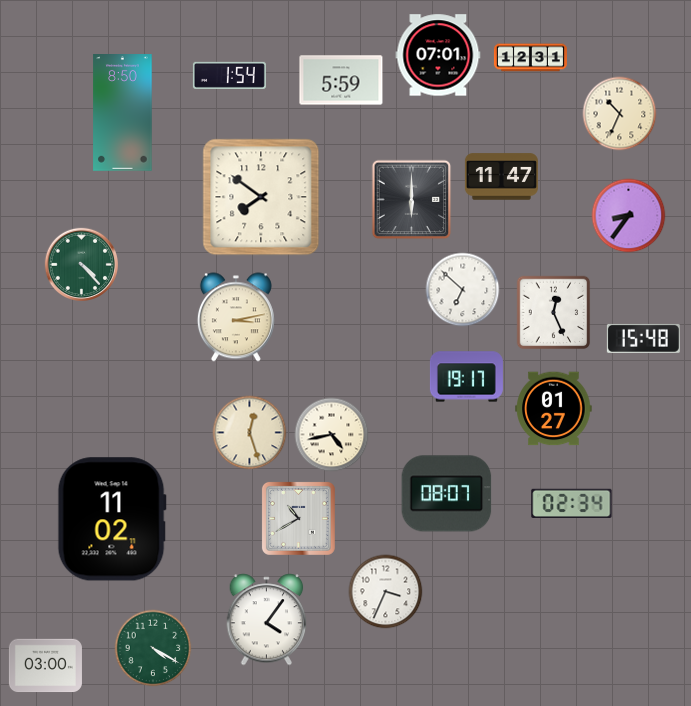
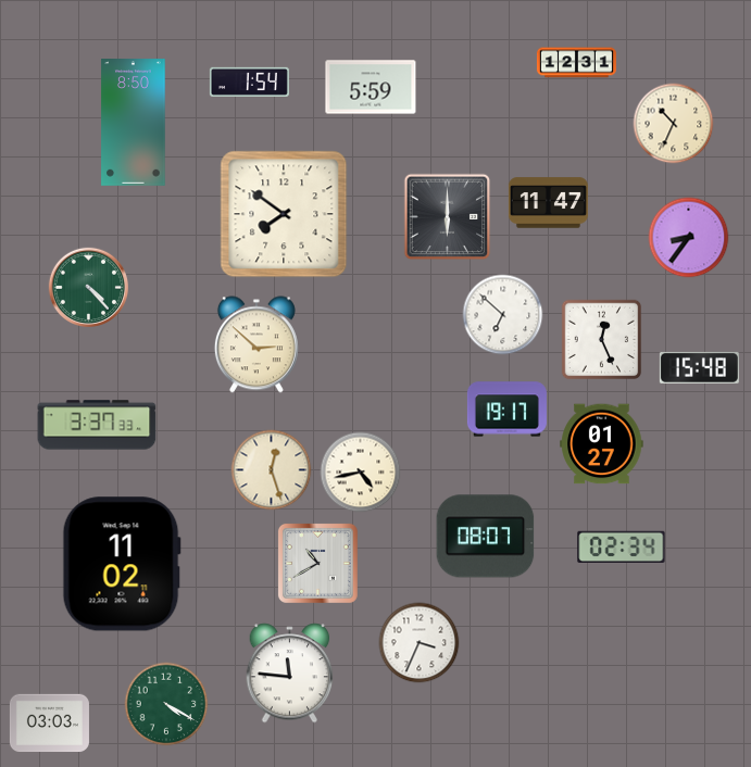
clock at (438, 55): 07:01 -> none
clock at (501, 177) position: (501, 177) -> (548, 203)
clock at (629, 216) position: (629, 216) -> (689, 238)
clock at (236, 317): 3:13 -> 2:52
clock at (97, 425): none -> 3:37
clock at (298, 518) position: (298, 518) -> (317, 563)
clock at (267, 620): 4:06 -> 11:46
clock at (45, 666): 03:00 -> 03:03
